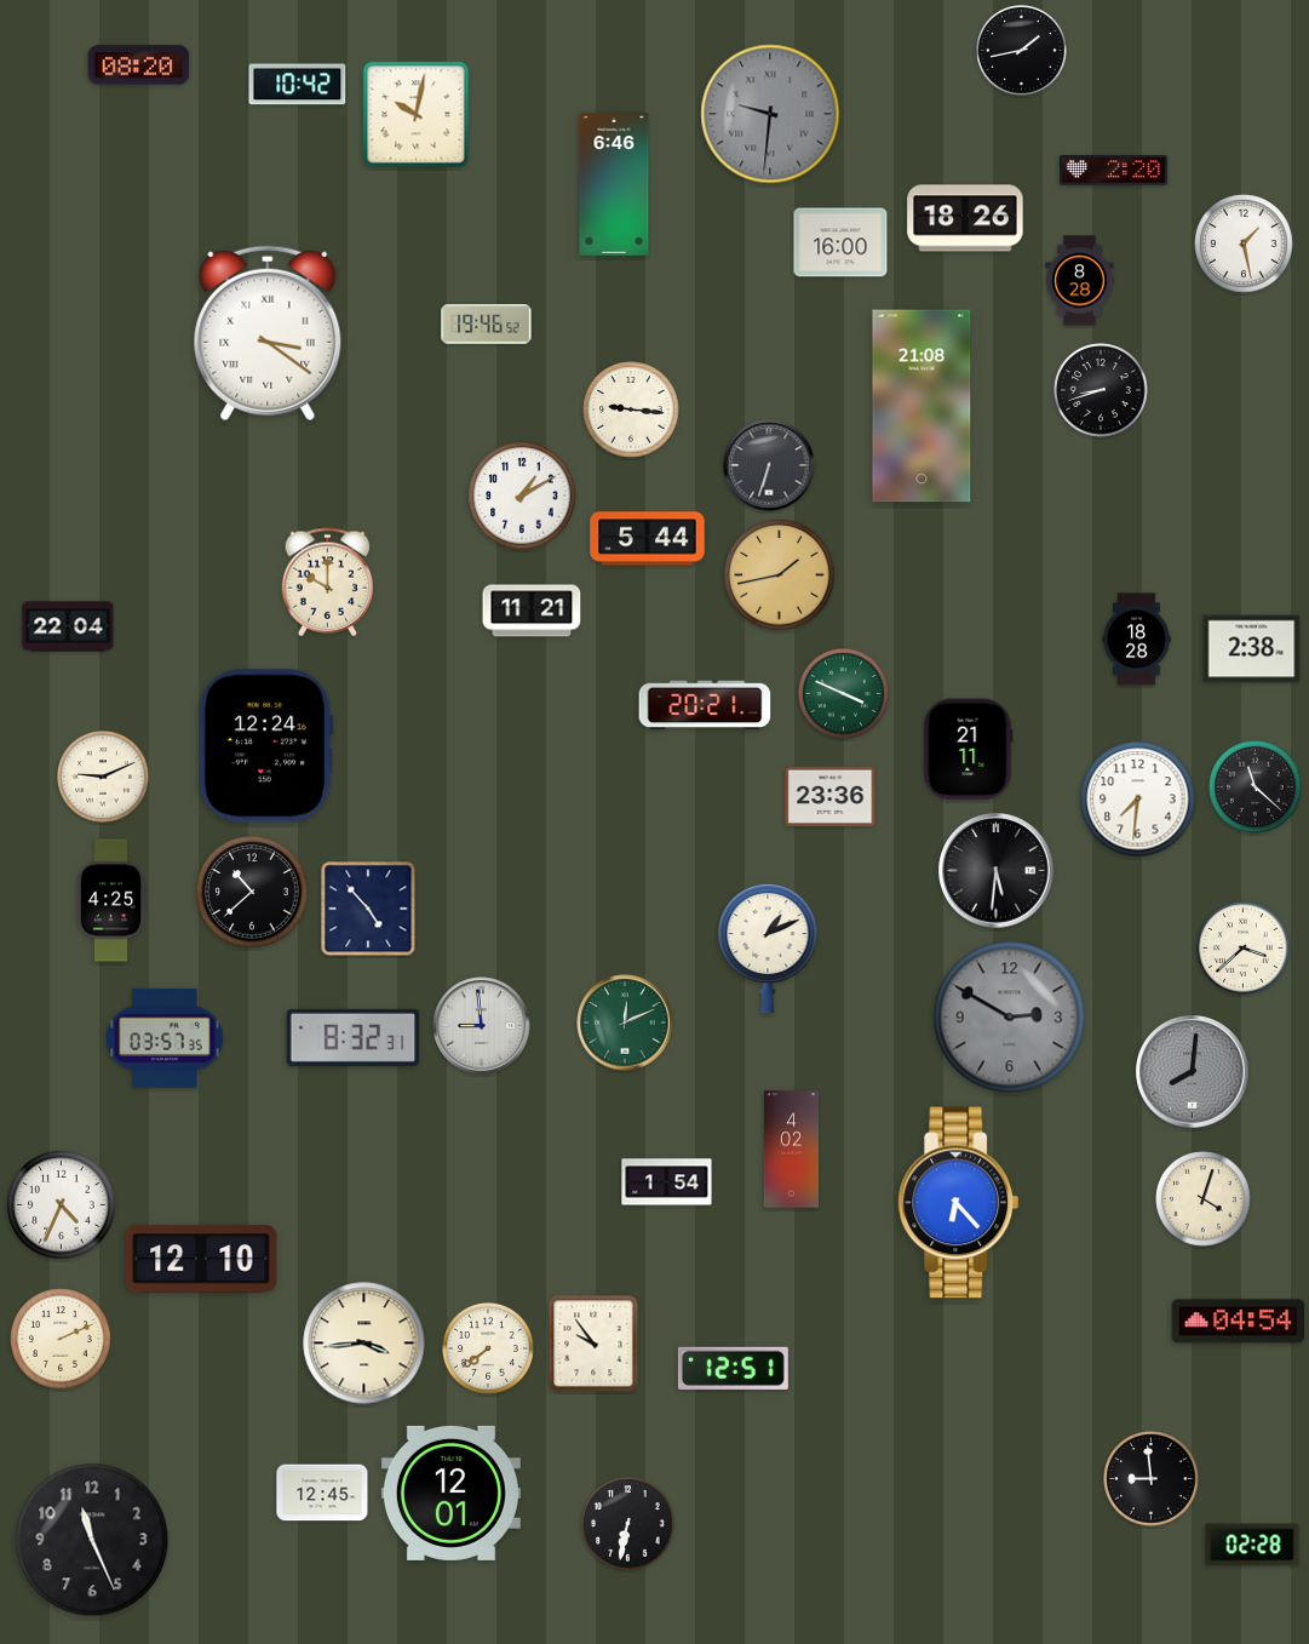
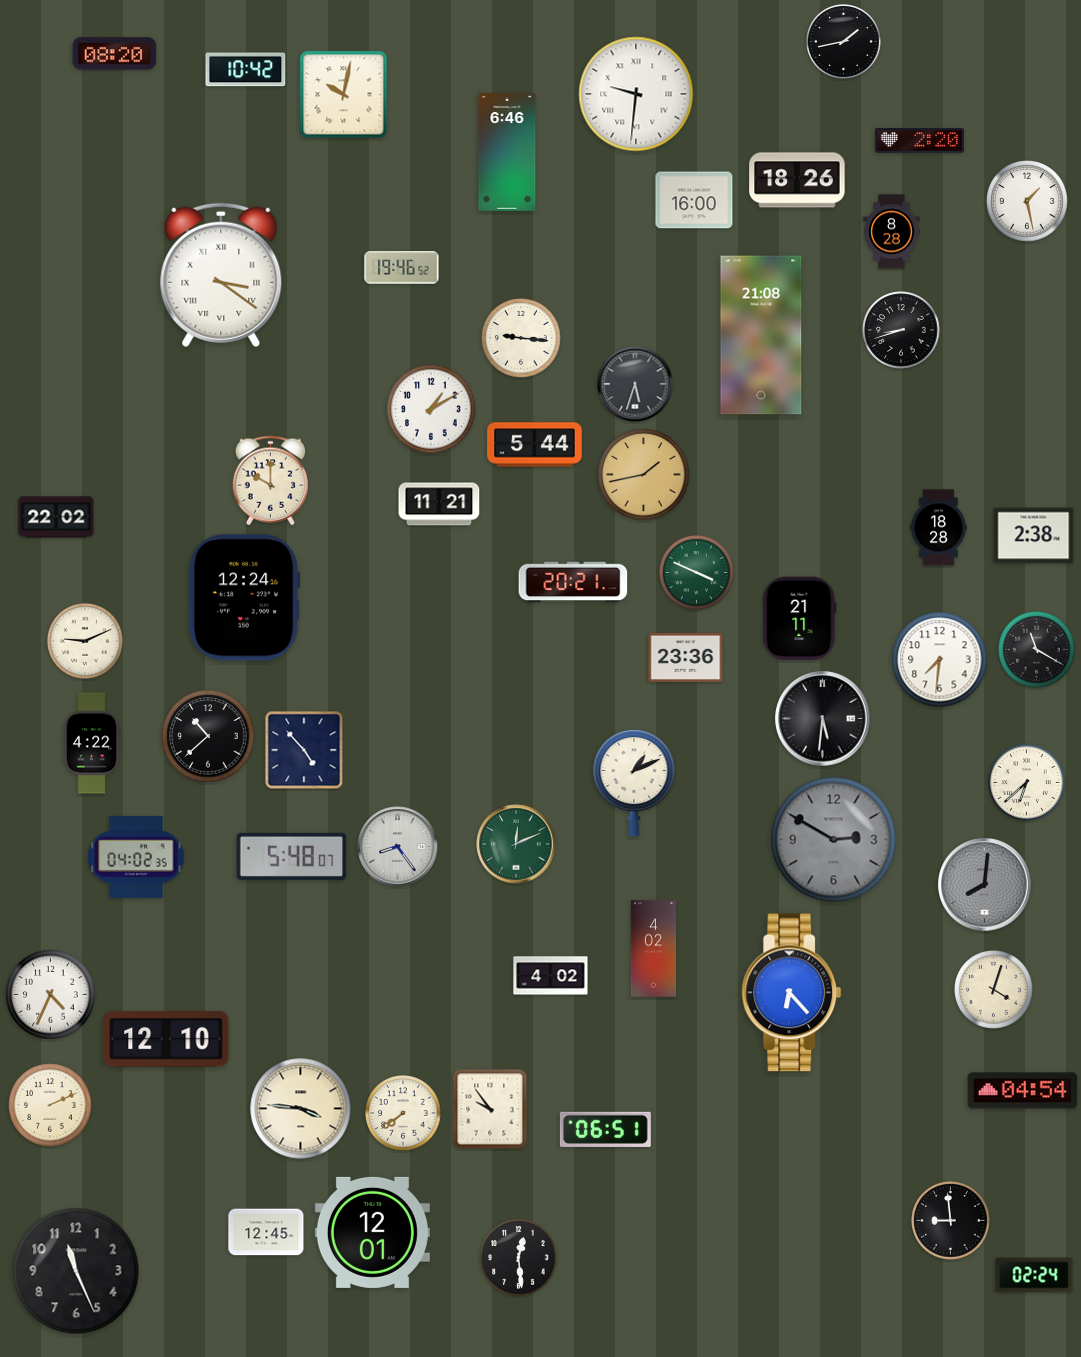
clock at (770, 114) dial: grey -> white
clock at (1101, 390) position: (1101, 390) -> (901, 330)
clock at (769, 465): 6:33 -> 5:33
clock at (68, 626): 22:04 -> 22:02
clock at (705, 705) position: (705, 705) -> (573, 582)
clock at (265, 746) position: (265, 746) -> (244, 598)
clock at (1256, 787): 11:22 -> 11:20
clock at (111, 900): 4:25 -> 4:22
clock at (1244, 949): 3:38 -> 6:38
clock at (482, 1026): 8:59 -> 8:24
clock at (354, 1037): 8:32 -> 5:48
clock at (165, 1038): 03:57 -> 04:02
clock at (667, 1182): 1:54 -> 4:02
clock at (364, 1344): 3:44 -> 3:46
clock at (733, 1368): 12:51 -> 06:51
clock at (628, 1524): 6:32 -> 12:29
clock at (1252, 1545): 02:28 -> 02:24
